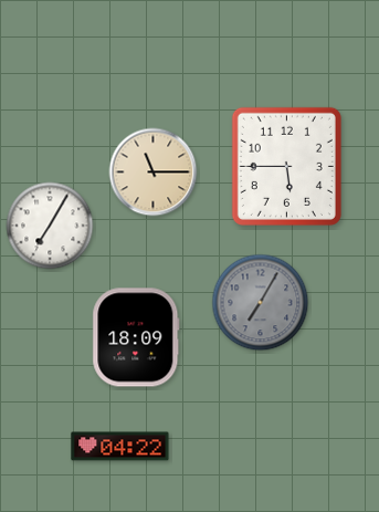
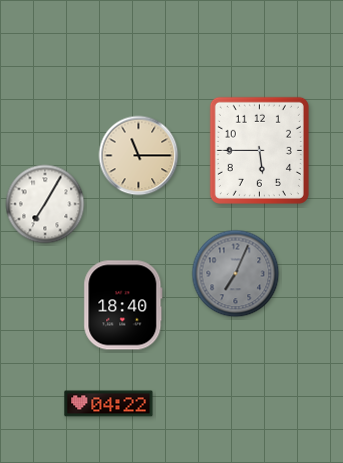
clock at (261, 303): 7:05 -> 7:04
clock at (136, 337): 18:09 -> 18:40
